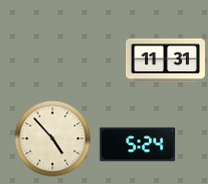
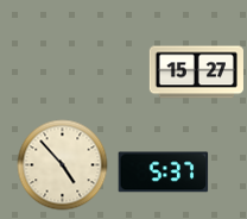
clock at (165, 61): 11:31 -> 15:27
clock at (138, 145): 5:24 -> 5:37
